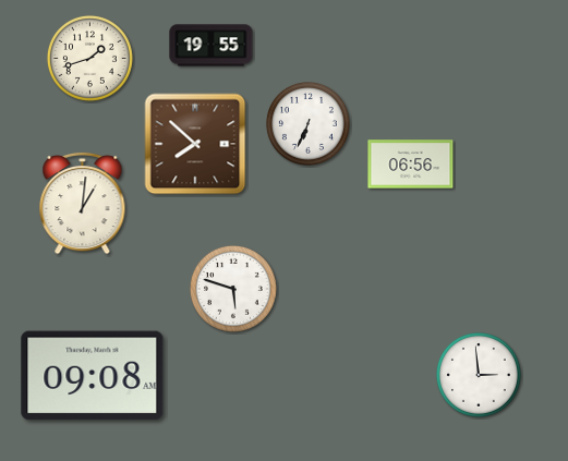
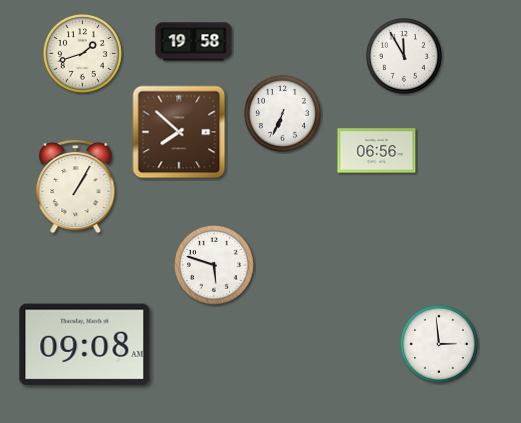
clock at (212, 46): 19:55 -> 19:58
clock at (404, 56): none -> 11:55
clock at (83, 203): 1:01 -> 1:05
